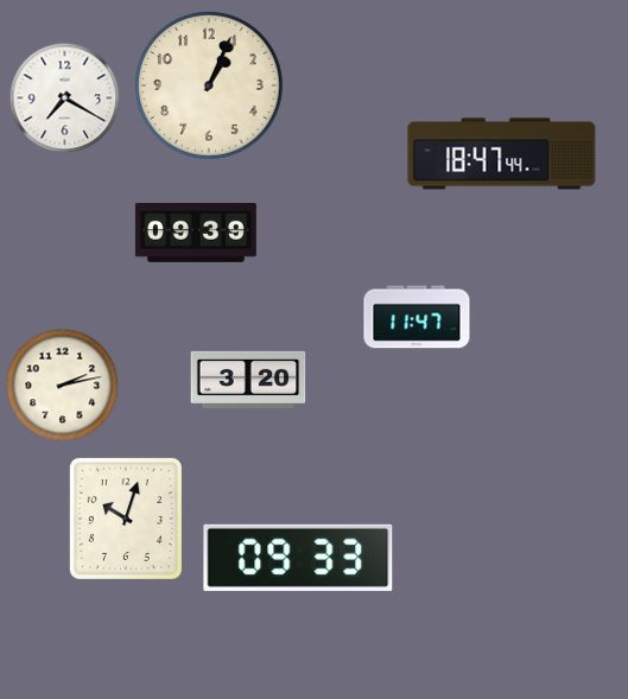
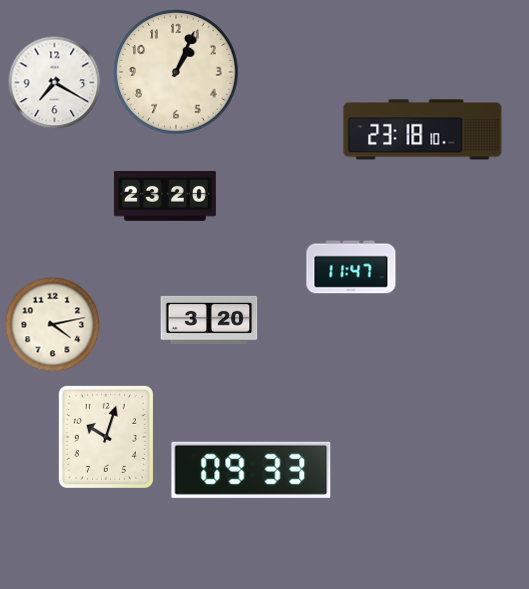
clock at (502, 154): 18:47 -> 23:18
clock at (196, 233): 09:39 -> 23:20
clock at (63, 386): 2:13 -> 4:13
